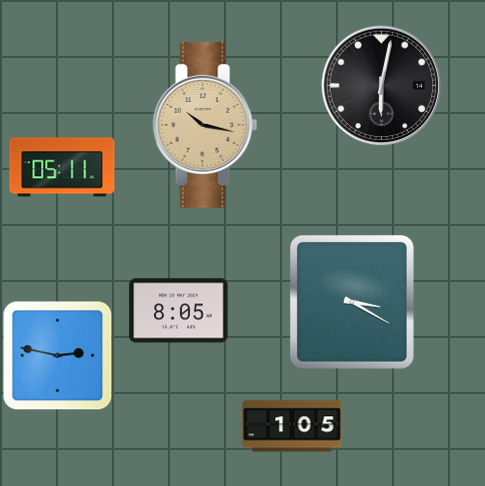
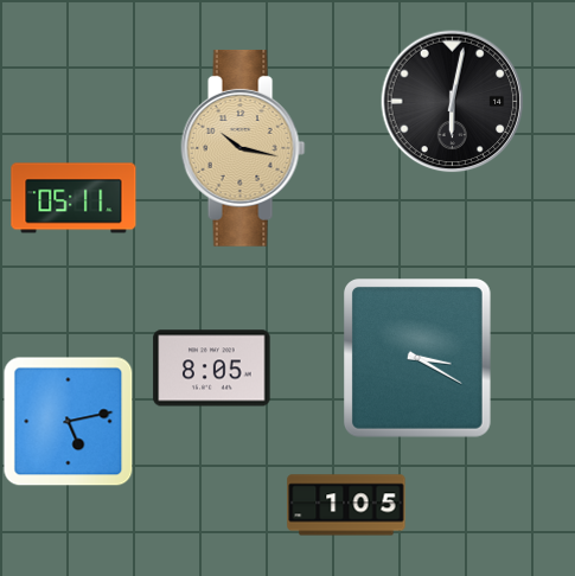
clock at (58, 356): 2:47 -> 5:13
